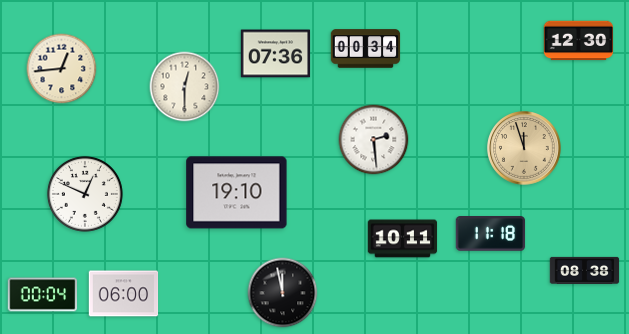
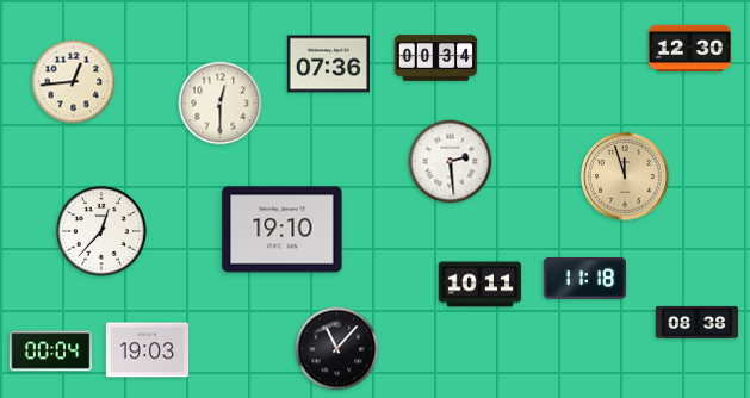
clock at (374, 140) position: (374, 140) -> (451, 162)
clock at (85, 194): 12:49 -> 12:37
clock at (283, 293): 11:58 -> 11:07
clock at (124, 294): 06:00 -> 19:03
